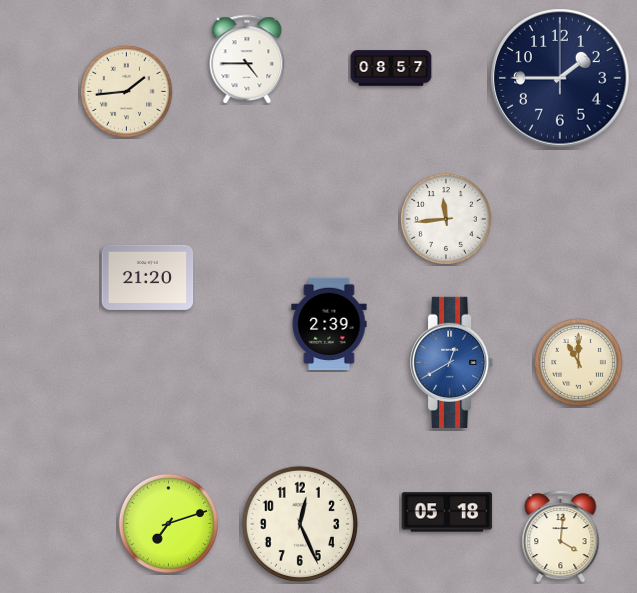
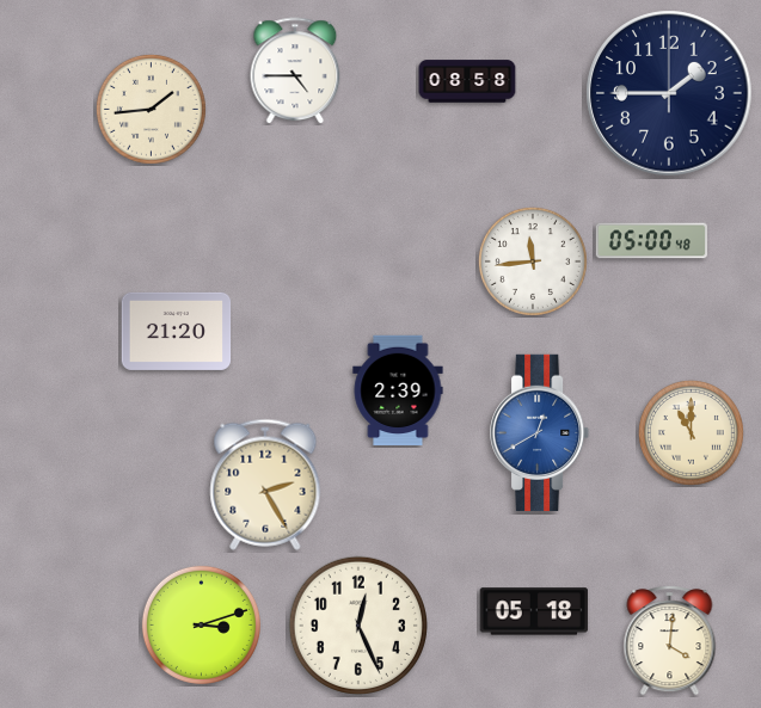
clock at (391, 68): 08:57 -> 08:58
clock at (651, 241): none -> 05:00
clock at (329, 324) position: (329, 324) -> (398, 390)
clock at (265, 485): none -> 2:25
clock at (168, 523): 7:12 -> 3:12
